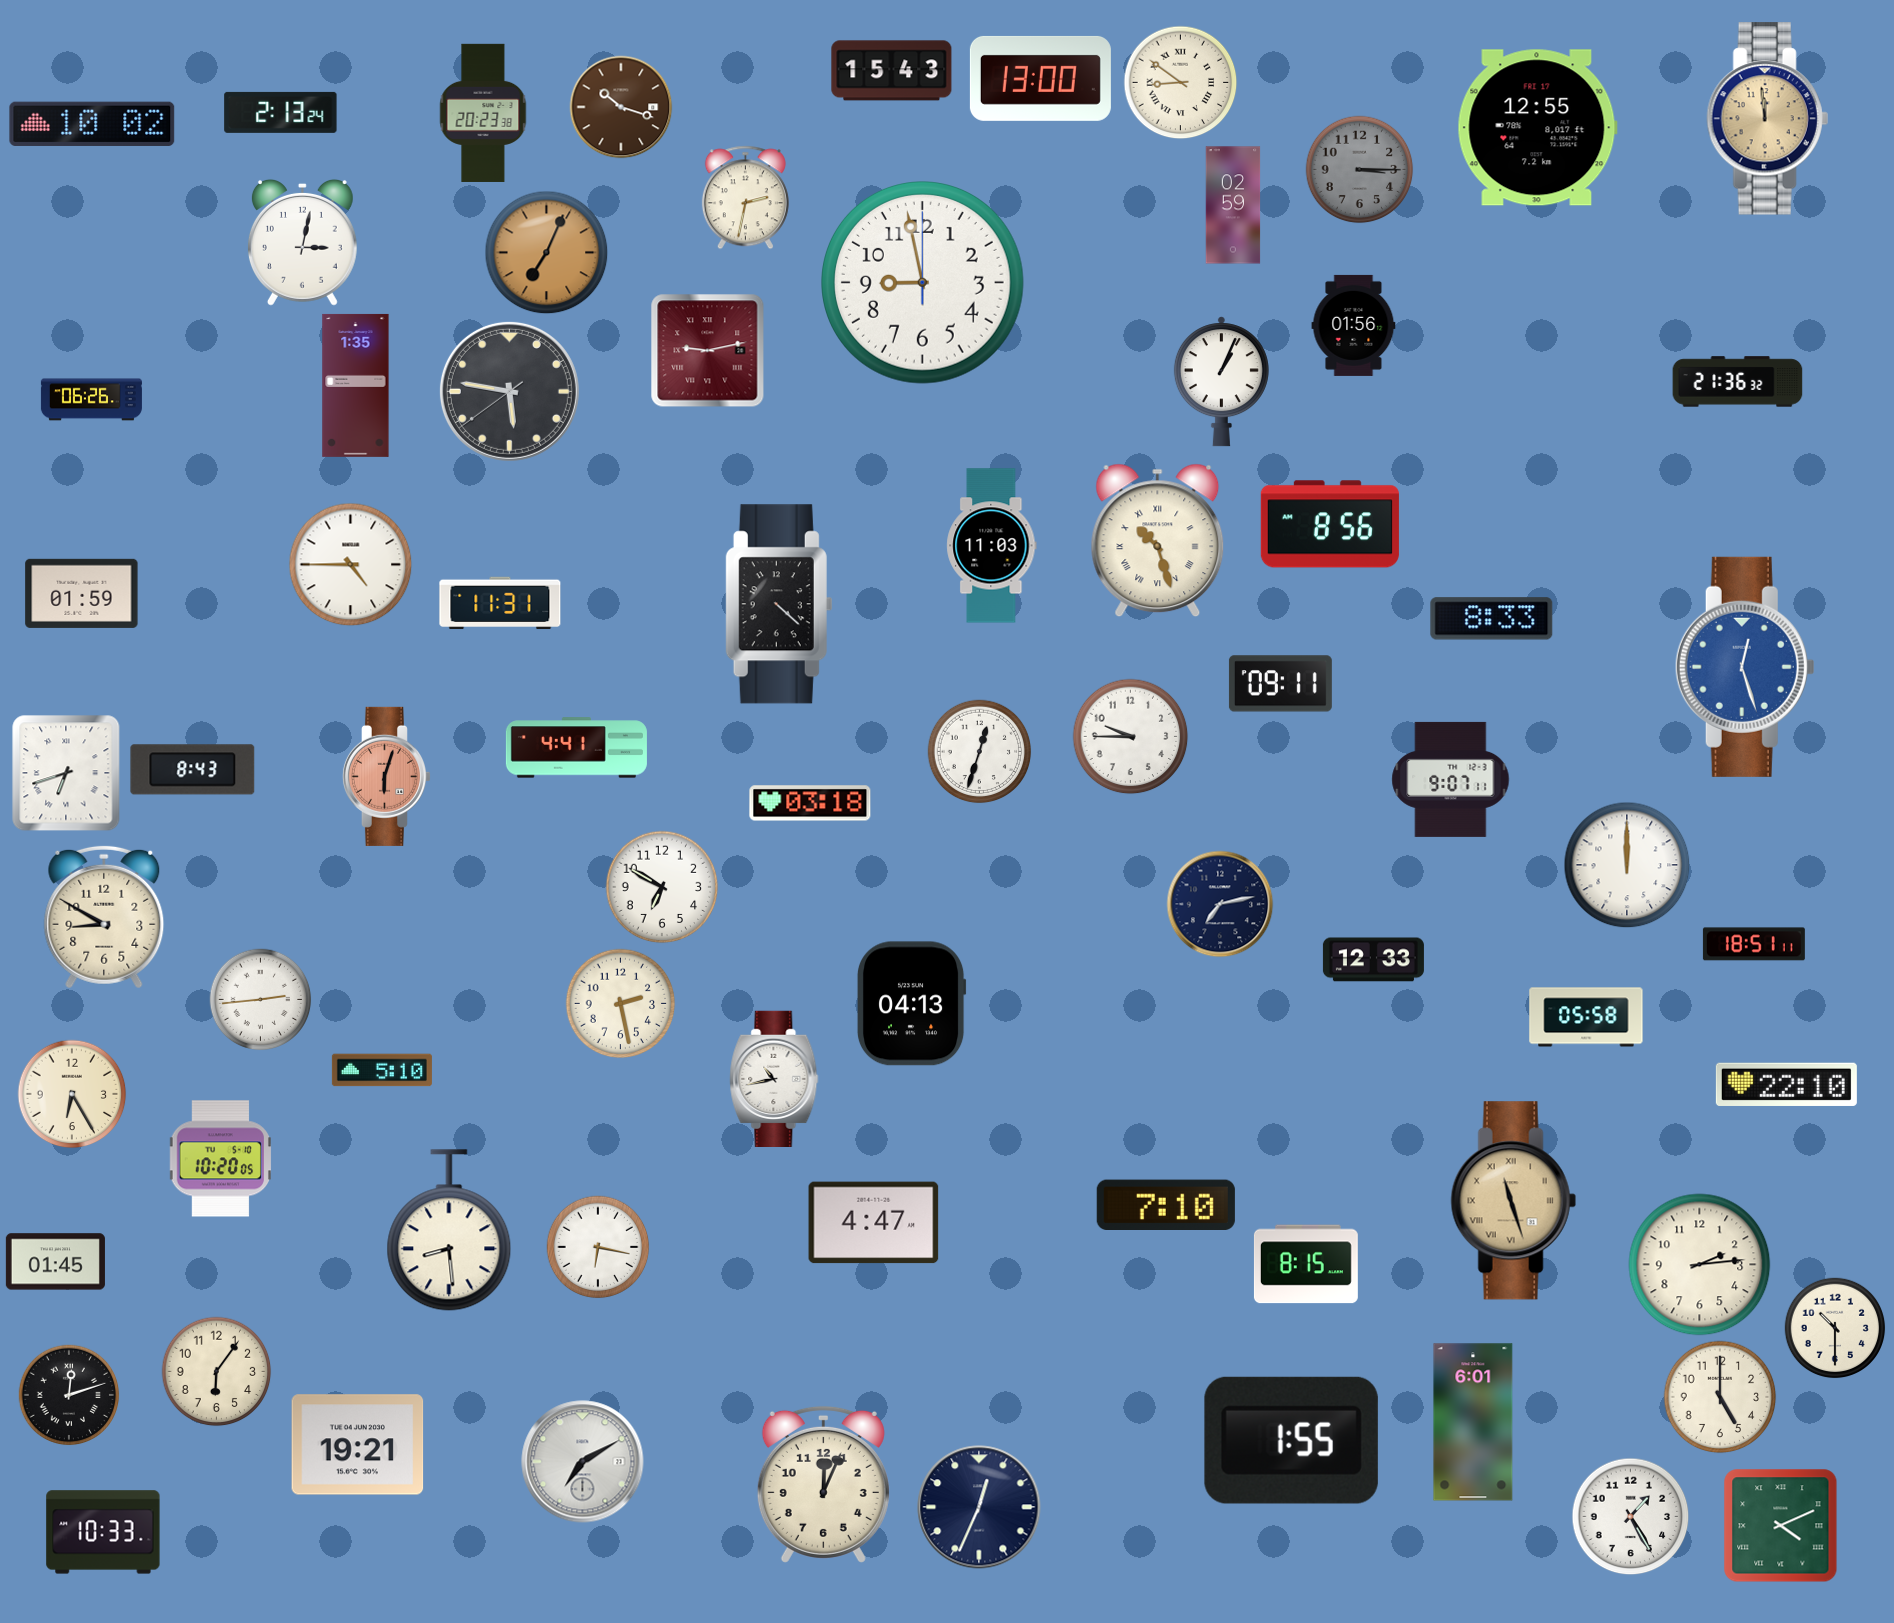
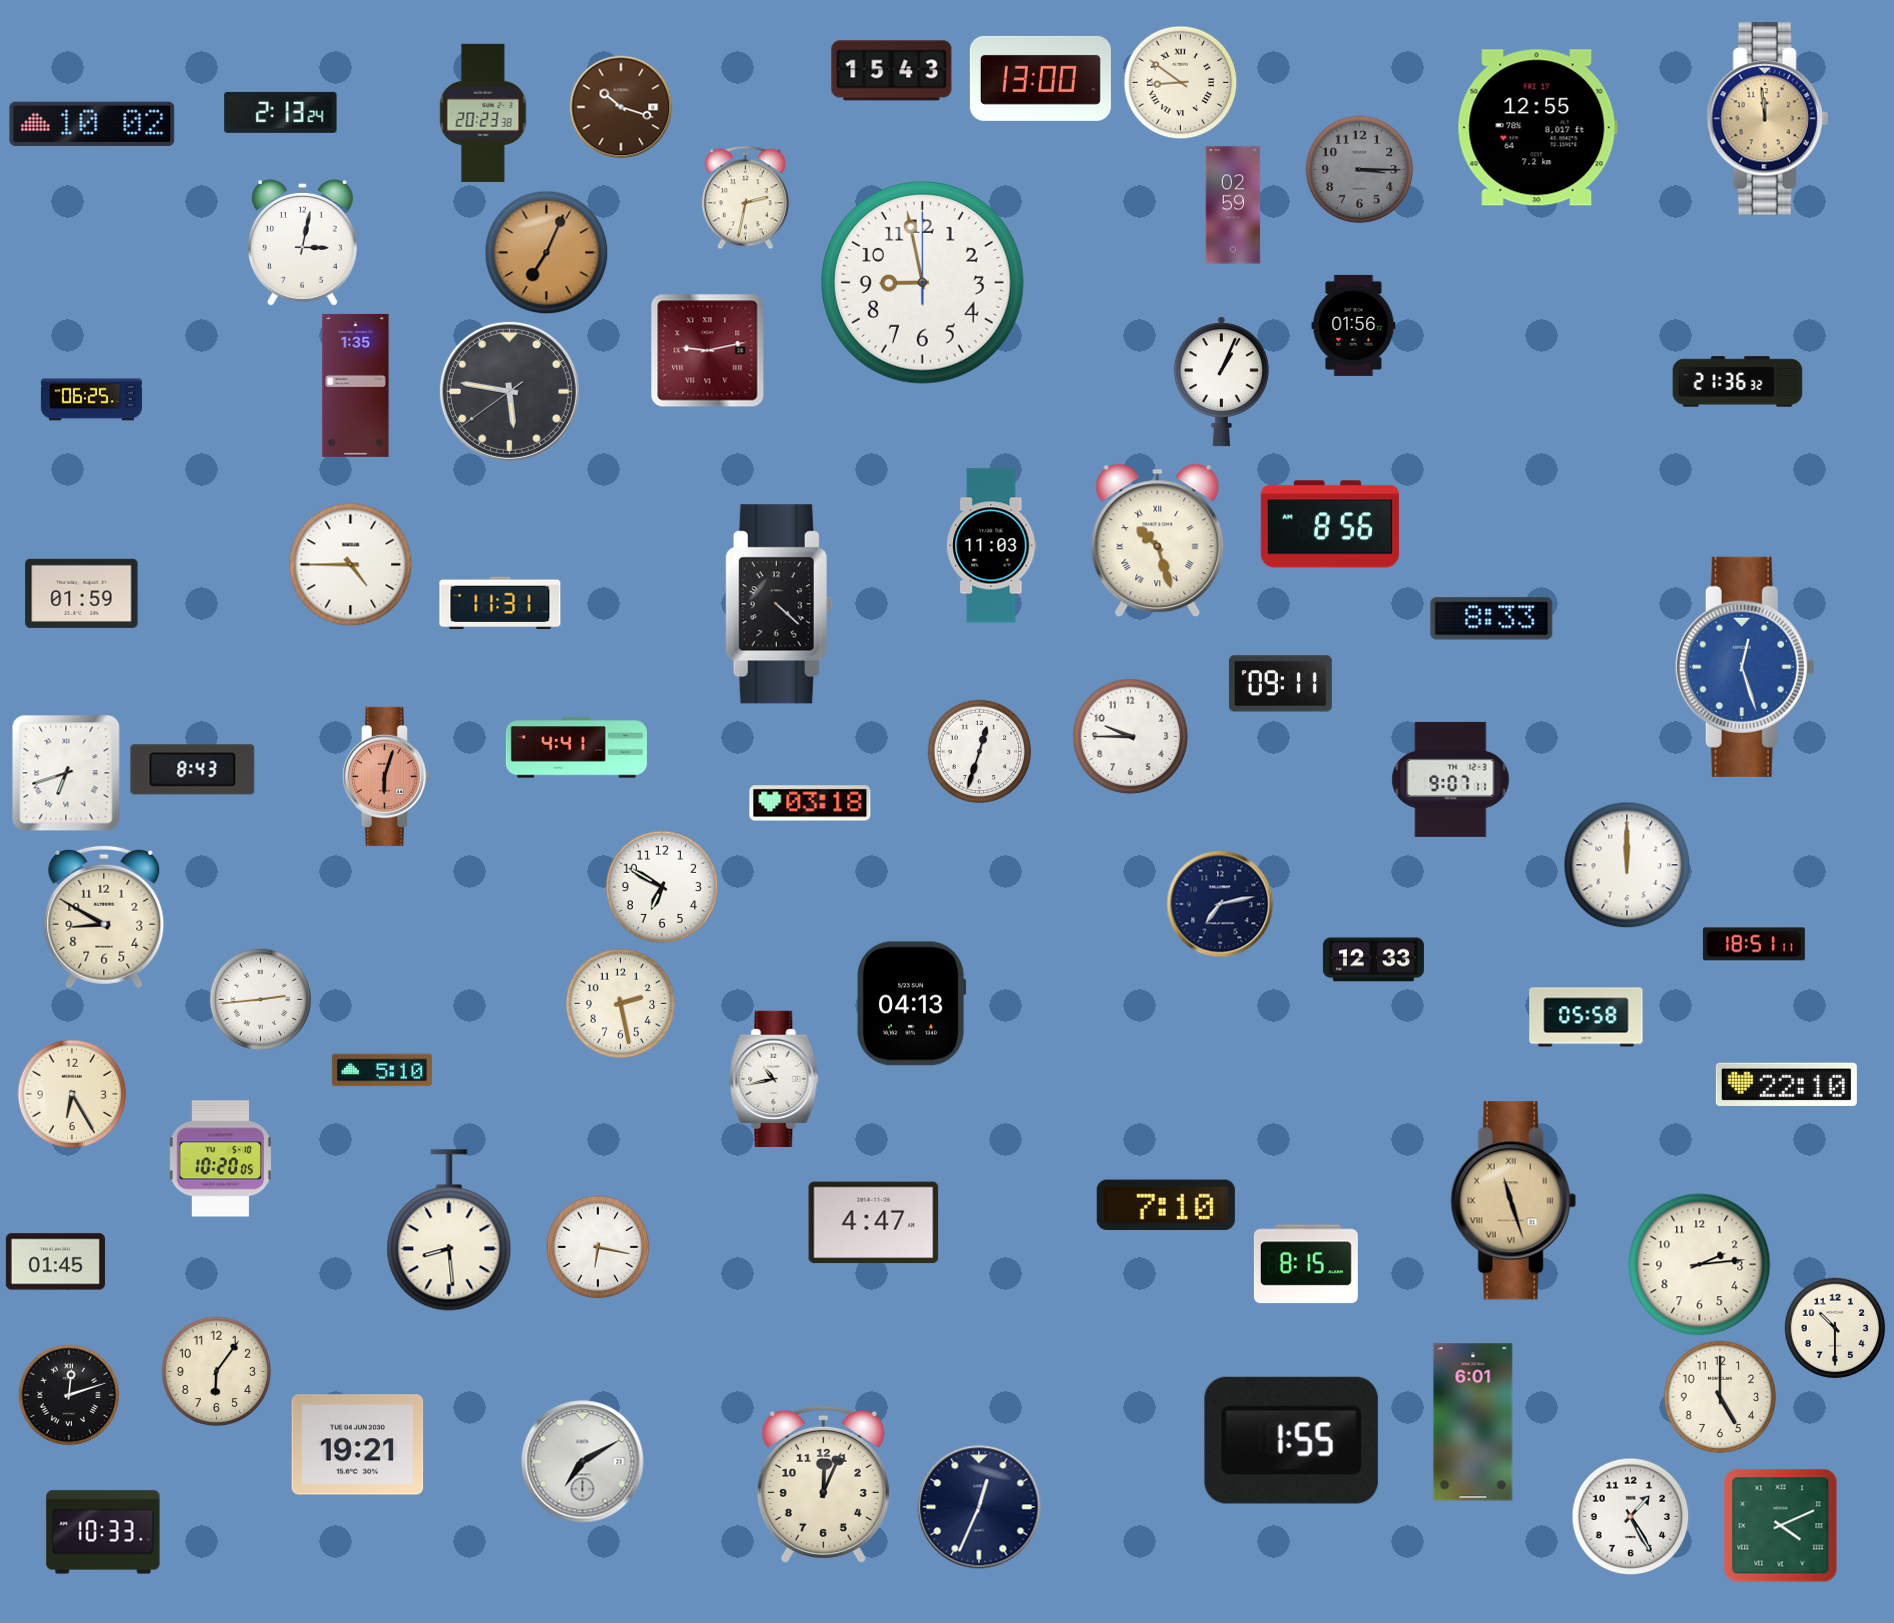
clock at (91, 400): 06:26 -> 06:25
